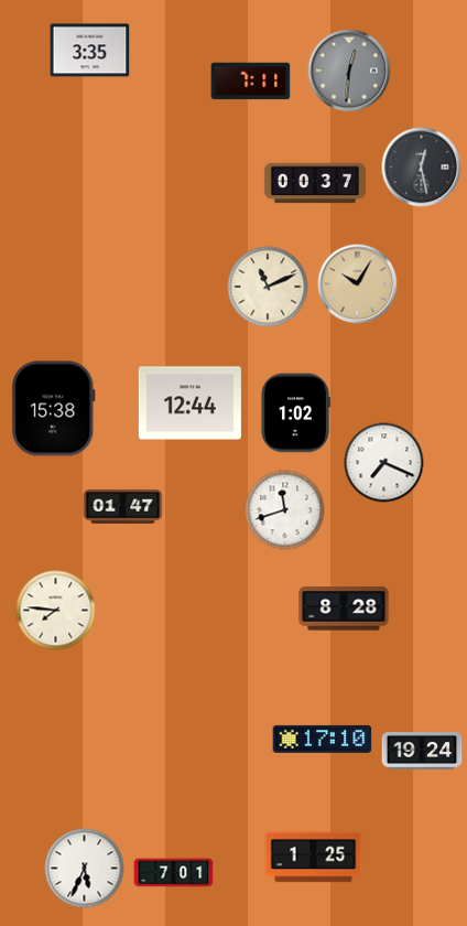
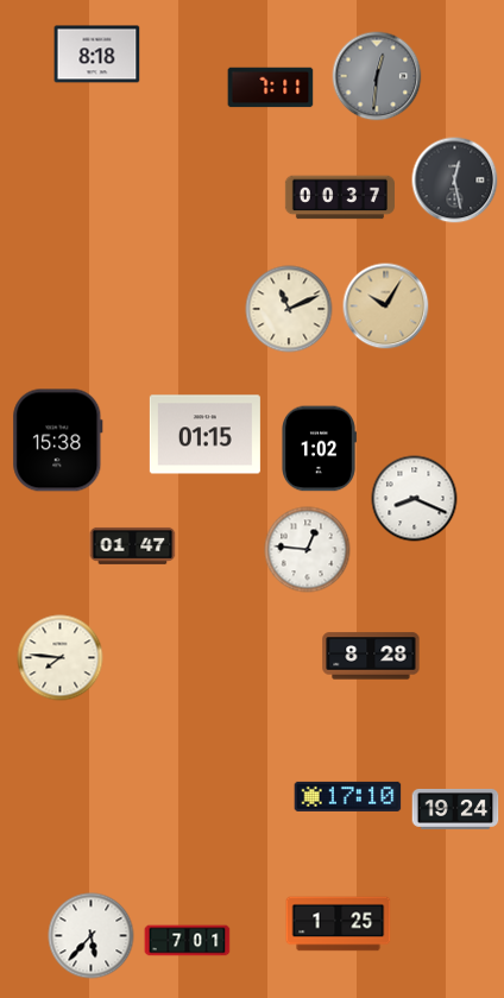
clock at (90, 51): 3:35 -> 8:18
clock at (189, 403): 12:44 -> 01:15
clock at (296, 413) position: (296, 413) -> (320, 449)
clock at (384, 463): 7:19 -> 8:19
clock at (285, 510): 11:42 -> 12:46
clock at (85, 869): 5:34 -> 5:37
